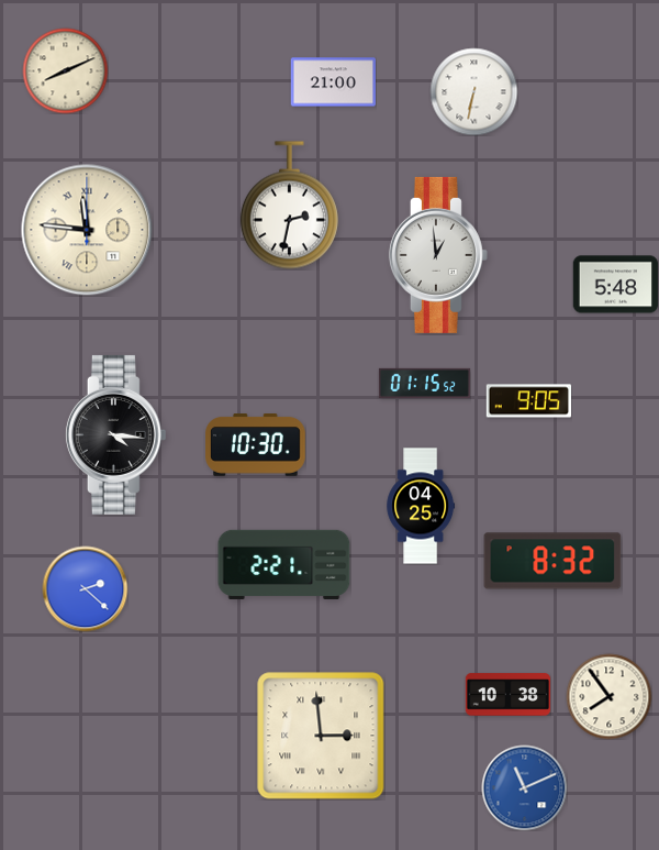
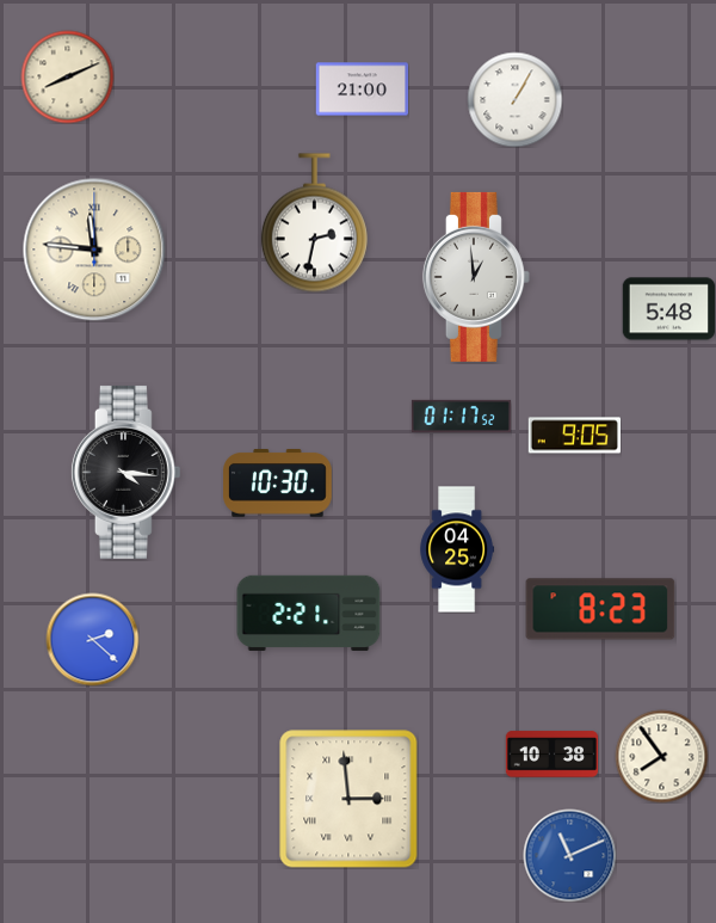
clock at (65, 70) position: (65, 70) -> (67, 76)
clock at (473, 91): 6:32 -> 1:05
clock at (424, 383): 01:15 -> 01:17
clock at (552, 561): 8:32 -> 8:23
